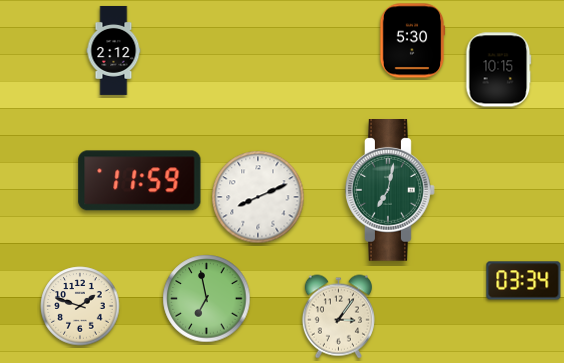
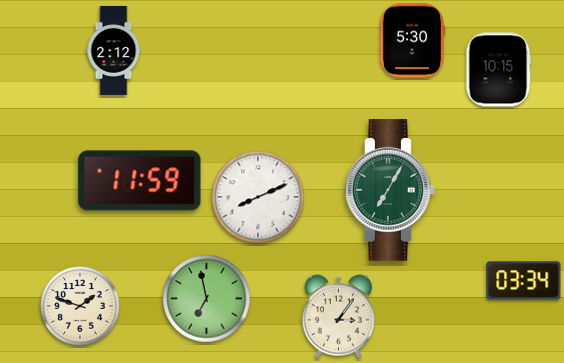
clock at (391, 191): 7:02 -> 7:05
